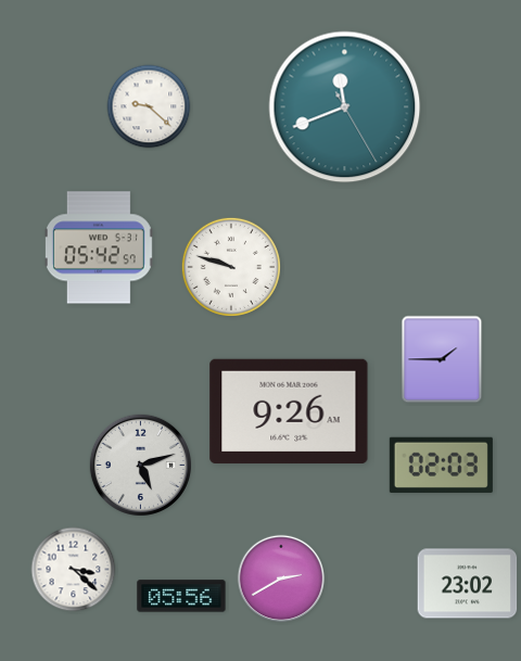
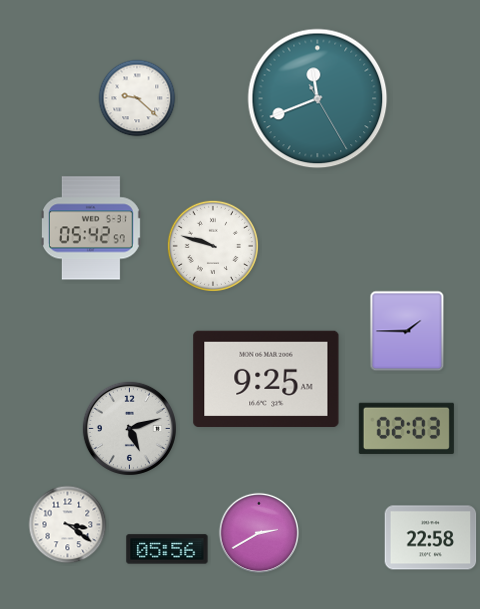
clock at (289, 411): 9:26 -> 9:25
clock at (74, 570): 3:22 -> 3:21
clock at (468, 584): 23:02 -> 22:58
